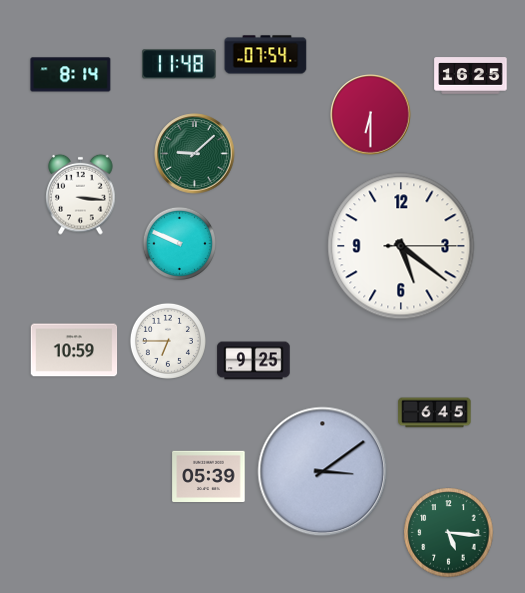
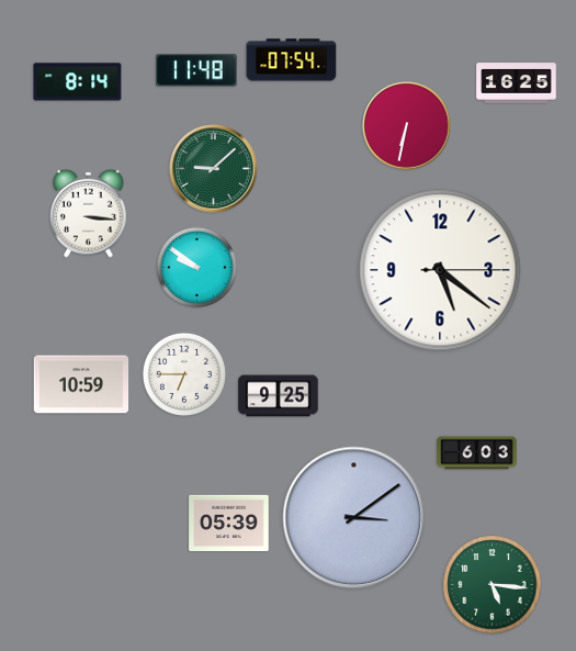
clock at (371, 115): 6:30 -> 6:32
clock at (179, 243): 9:49 -> 9:51
clock at (435, 413): 6:45 -> 6:03
